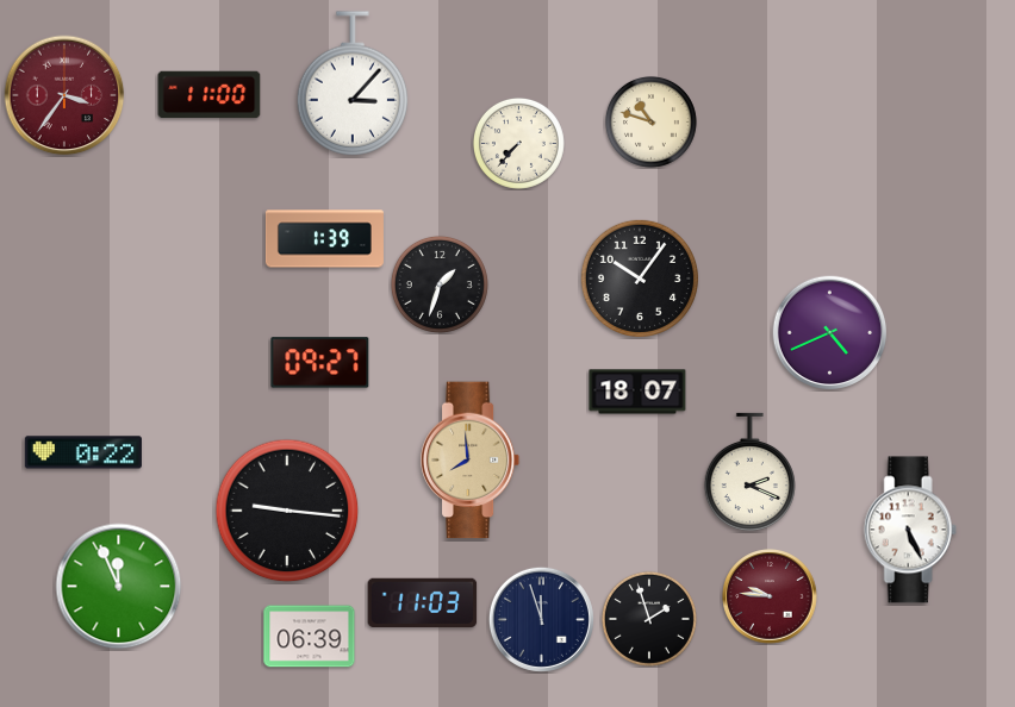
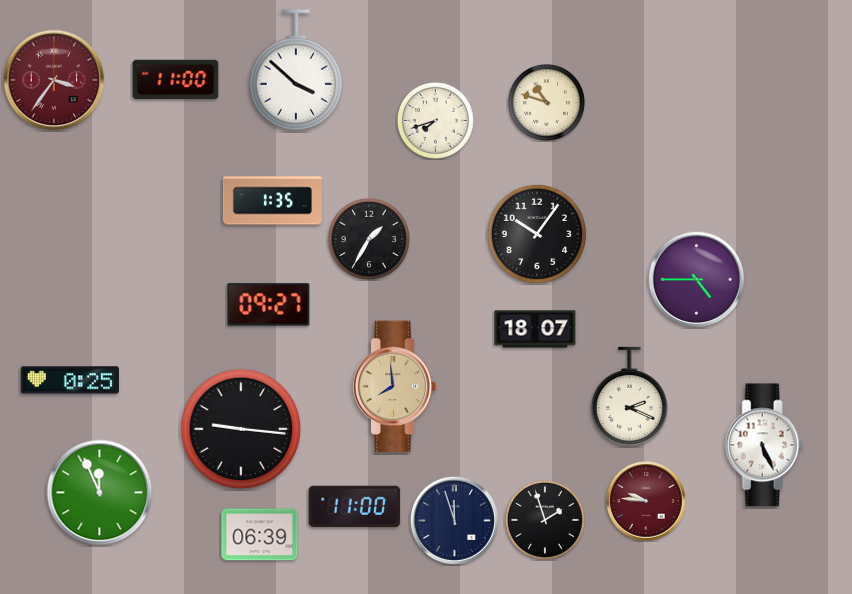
clock at (353, 83): 3:07 -> 3:52
clock at (518, 143): 7:37 -> 7:42
clock at (324, 239): 1:39 -> 1:35
clock at (440, 284): 1:33 -> 1:35
clock at (830, 333): 4:41 -> 4:45
clock at (83, 452): 0:22 -> 0:25
clock at (423, 602): 11:03 -> 11:00
